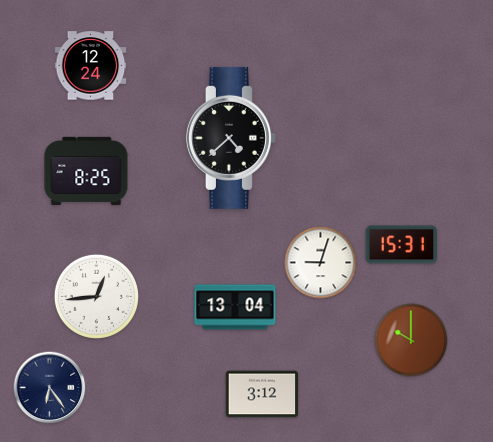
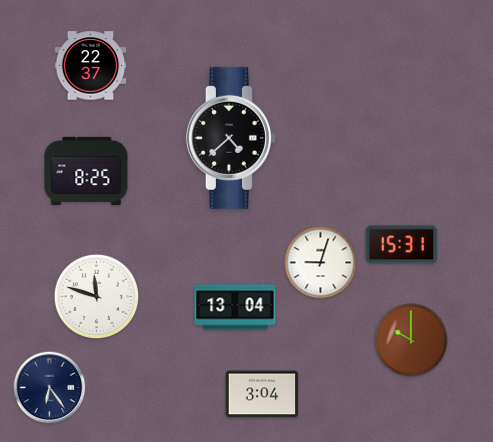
clock at (91, 66): 12:24 -> 22:37
clock at (96, 296): 12:44 -> 11:48
clock at (262, 394): 3:12 -> 3:04
